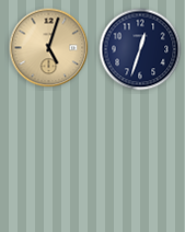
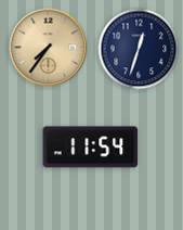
clock at (49, 48): 5:03 -> 7:36
clock at (91, 148): none -> 11:54
